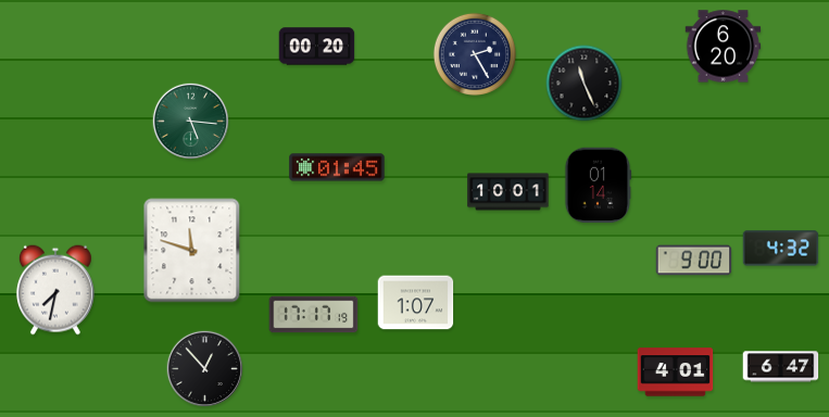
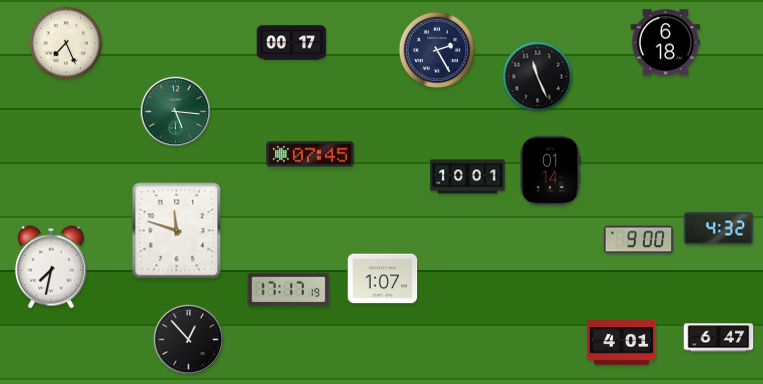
clock at (66, 43): none -> 7:26
clock at (317, 47): 00:20 -> 00:17
clock at (724, 47): 6:20 -> 6:18
clock at (337, 167): 01:45 -> 07:45
